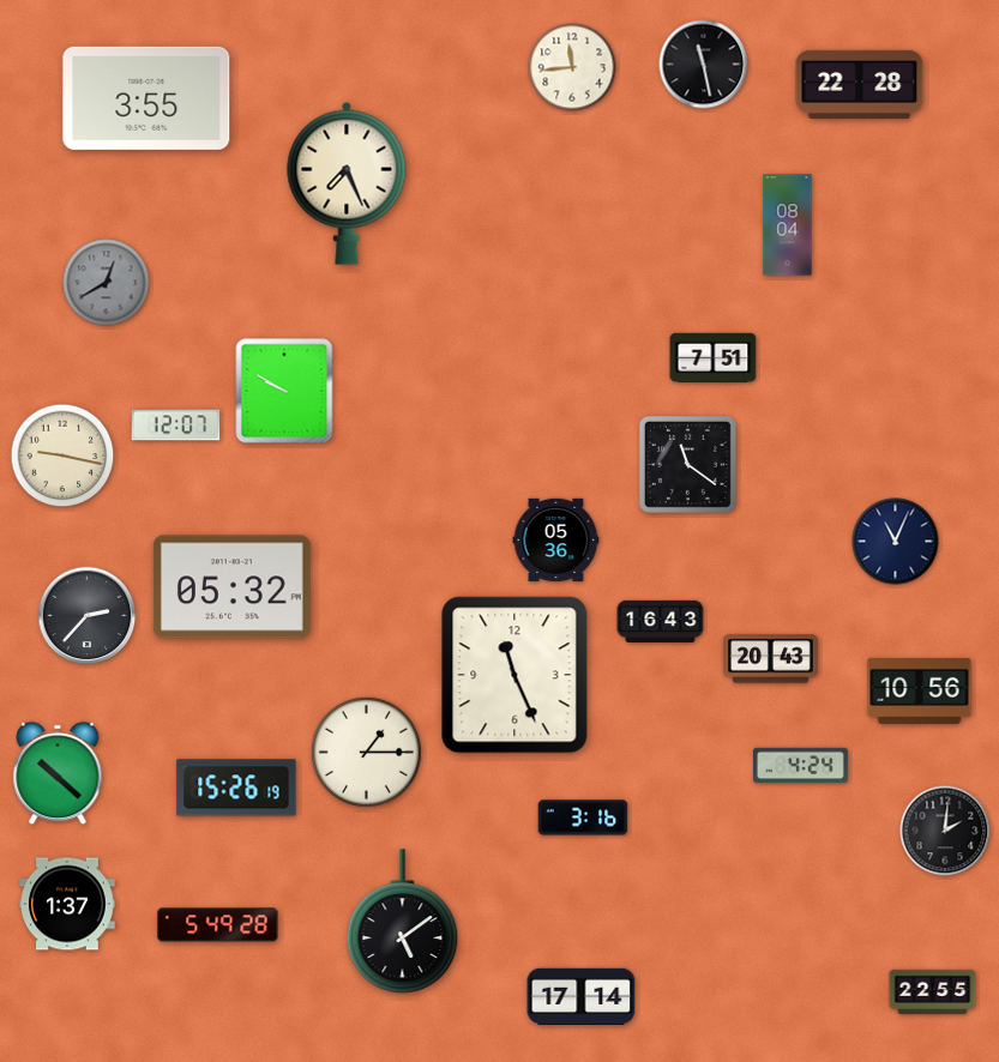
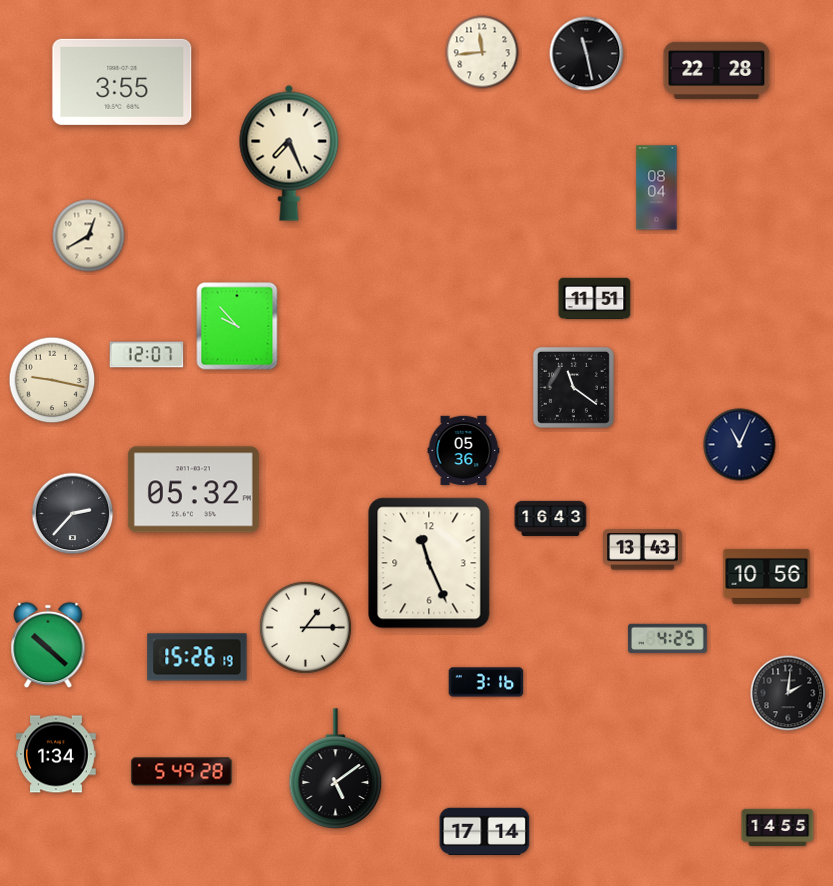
clock at (572, 67) position: (572, 67) -> (482, 52)
clock at (107, 283) dial: grey -> cream
clock at (714, 358): 7:51 -> 11:51
clock at (284, 391): 9:50 -> 9:53
clock at (896, 542) position: (896, 542) -> (740, 445)
clock at (771, 659): 20:43 -> 13:43
clock at (801, 766): 4:24 -> 4:25
clock at (67, 904): 1:37 -> 1:34
clock at (933, 991): 22:55 -> 14:55
